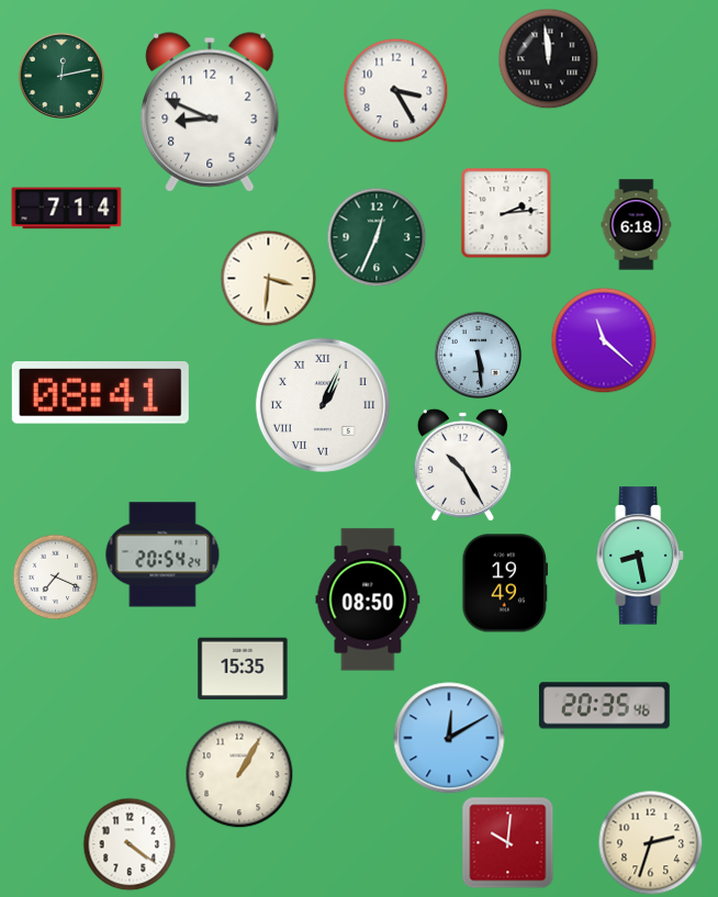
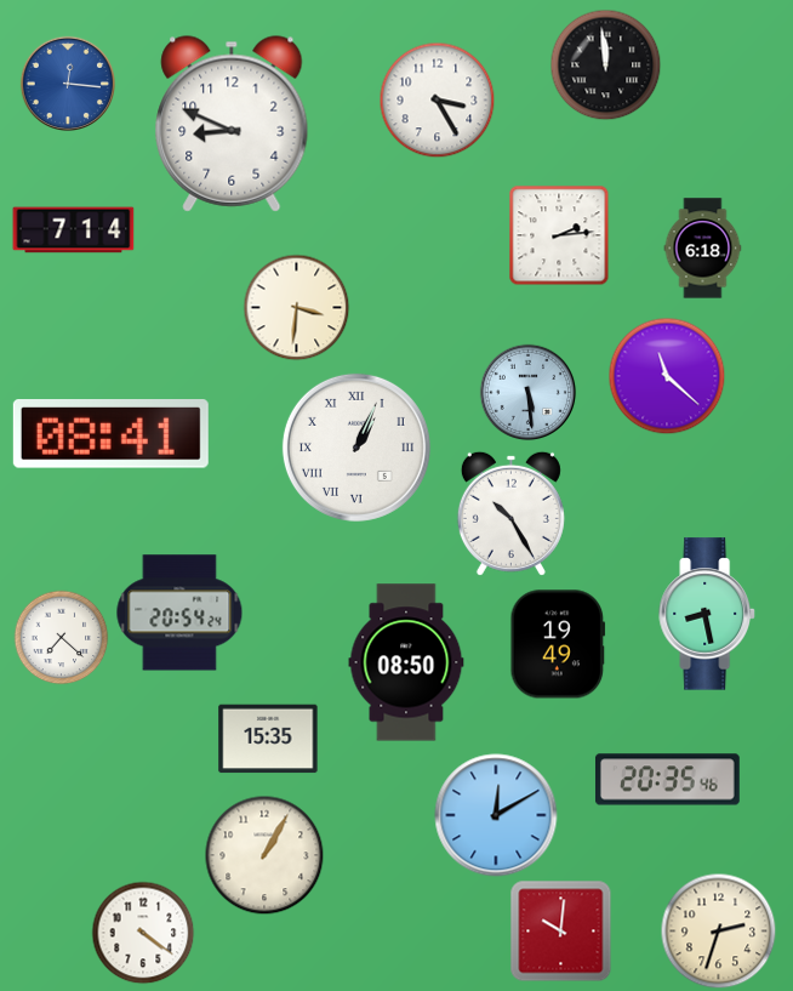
clock at (60, 75): 12:13 -> 12:16
clock at (60, 75) dial: green -> blue
clock at (377, 237): 12:34 -> none
clock at (55, 576): 7:19 -> 7:22
